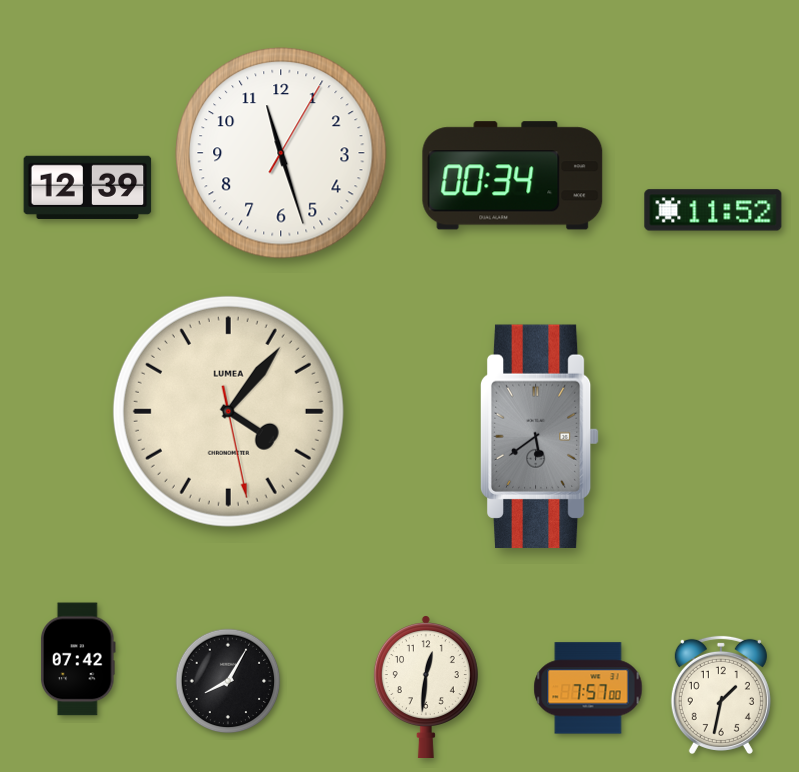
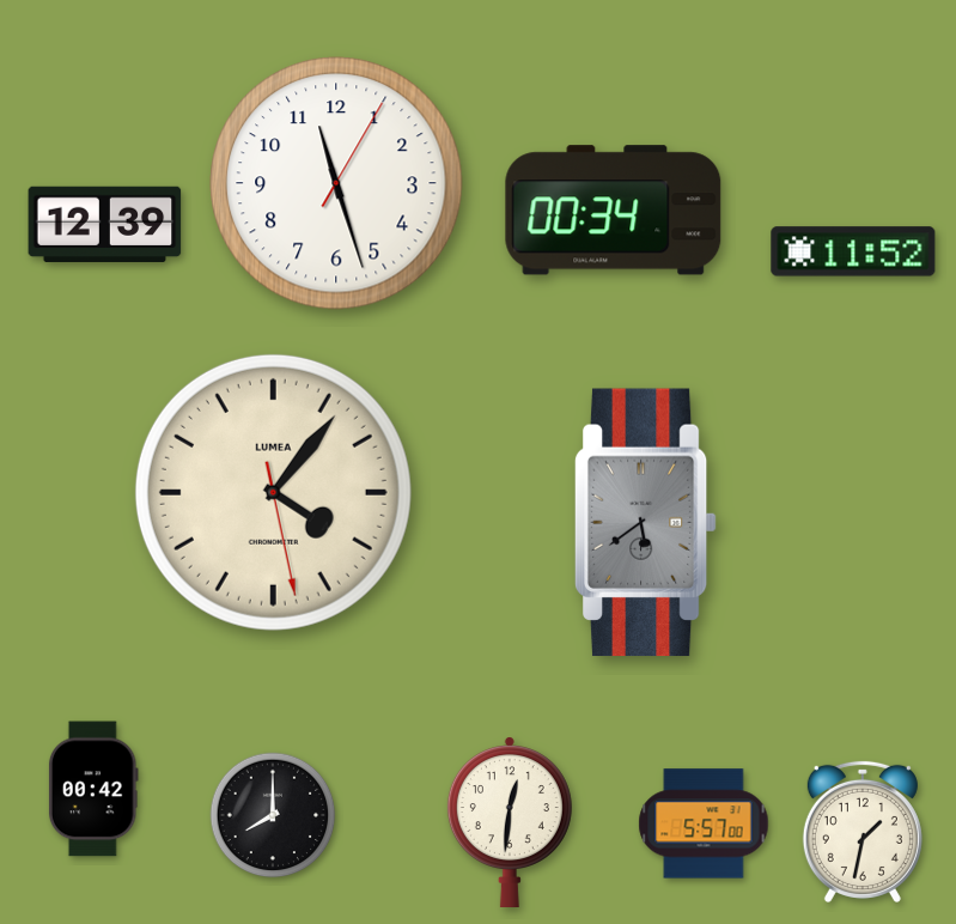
clock at (78, 659): 07:42 -> 00:42
clock at (228, 681): 8:05 -> 8:00
clock at (588, 688): 7:57 -> 5:57
